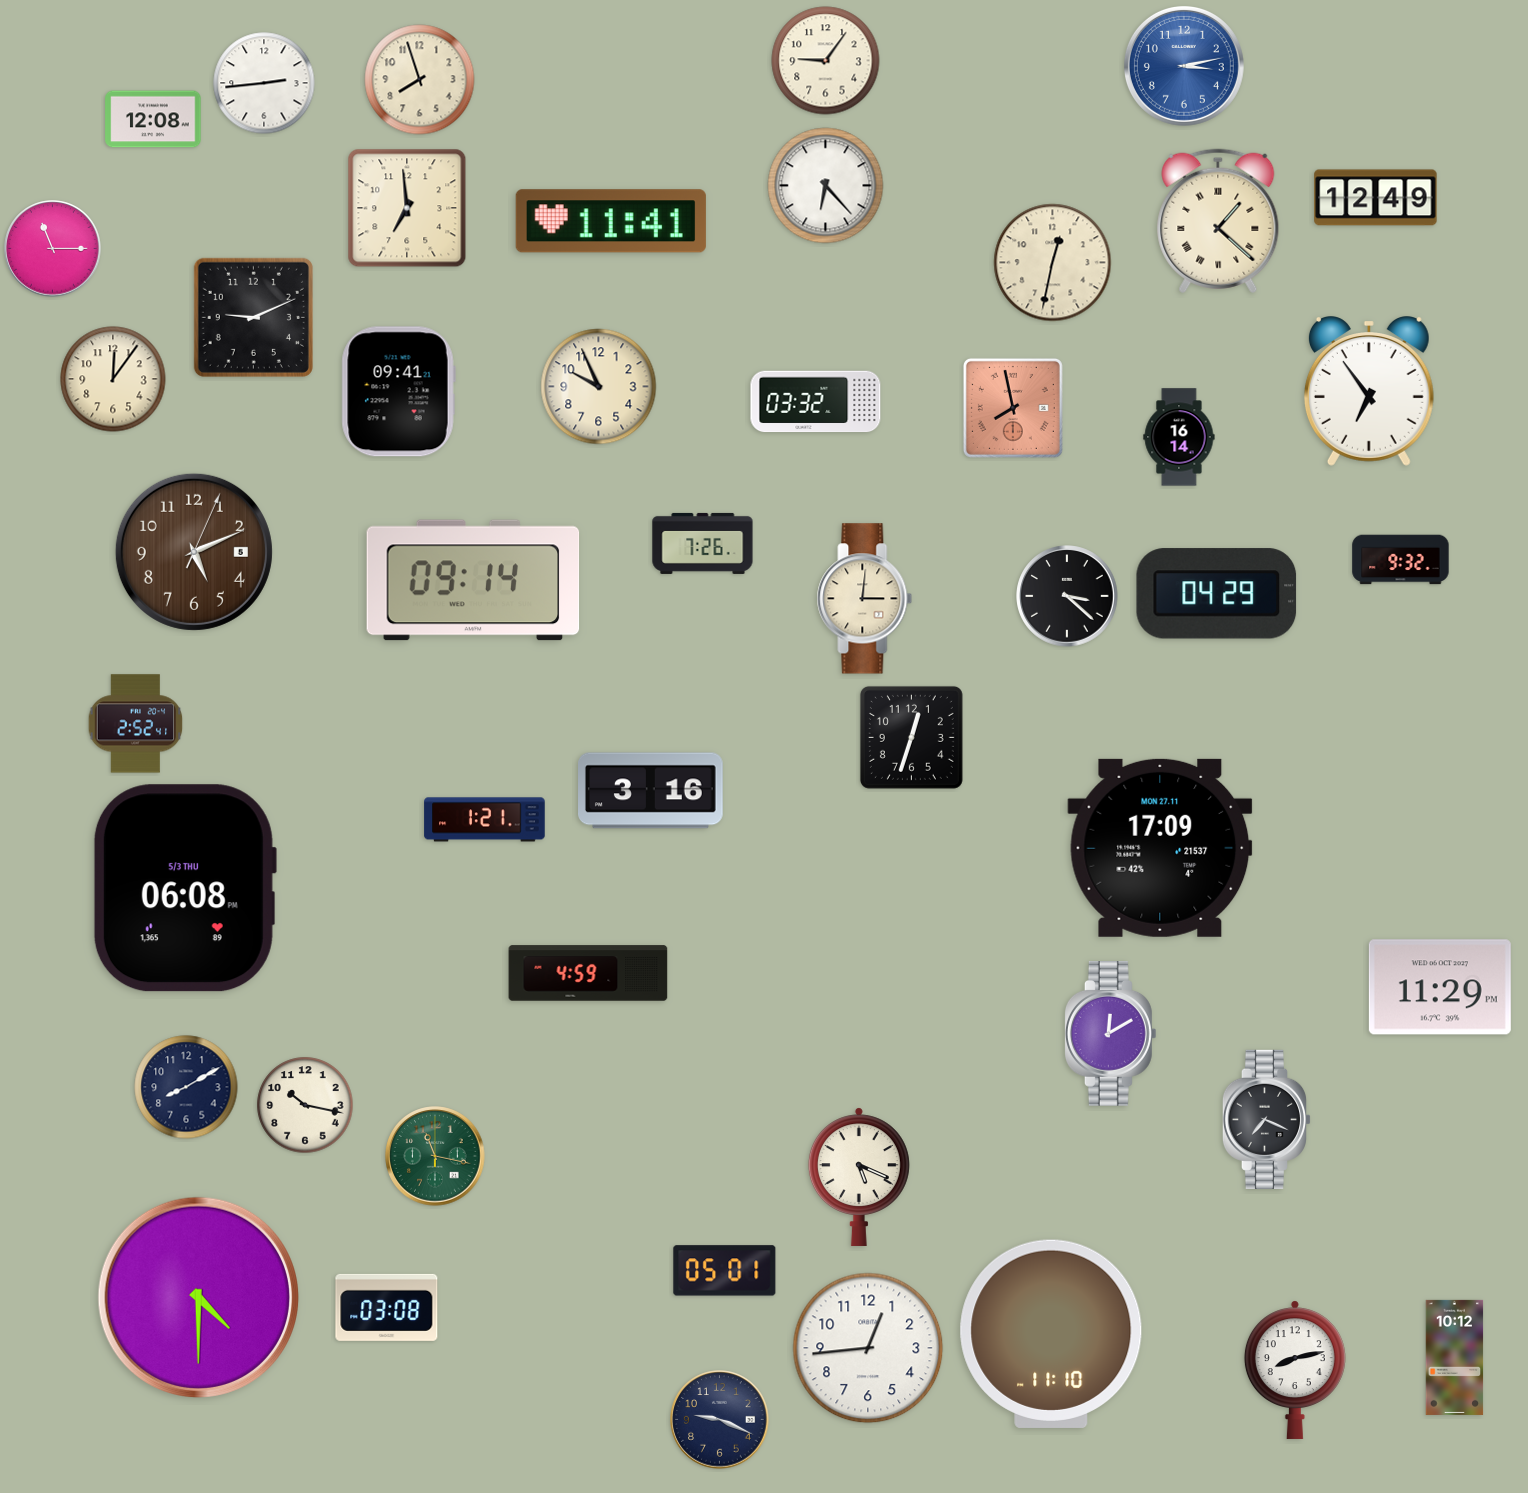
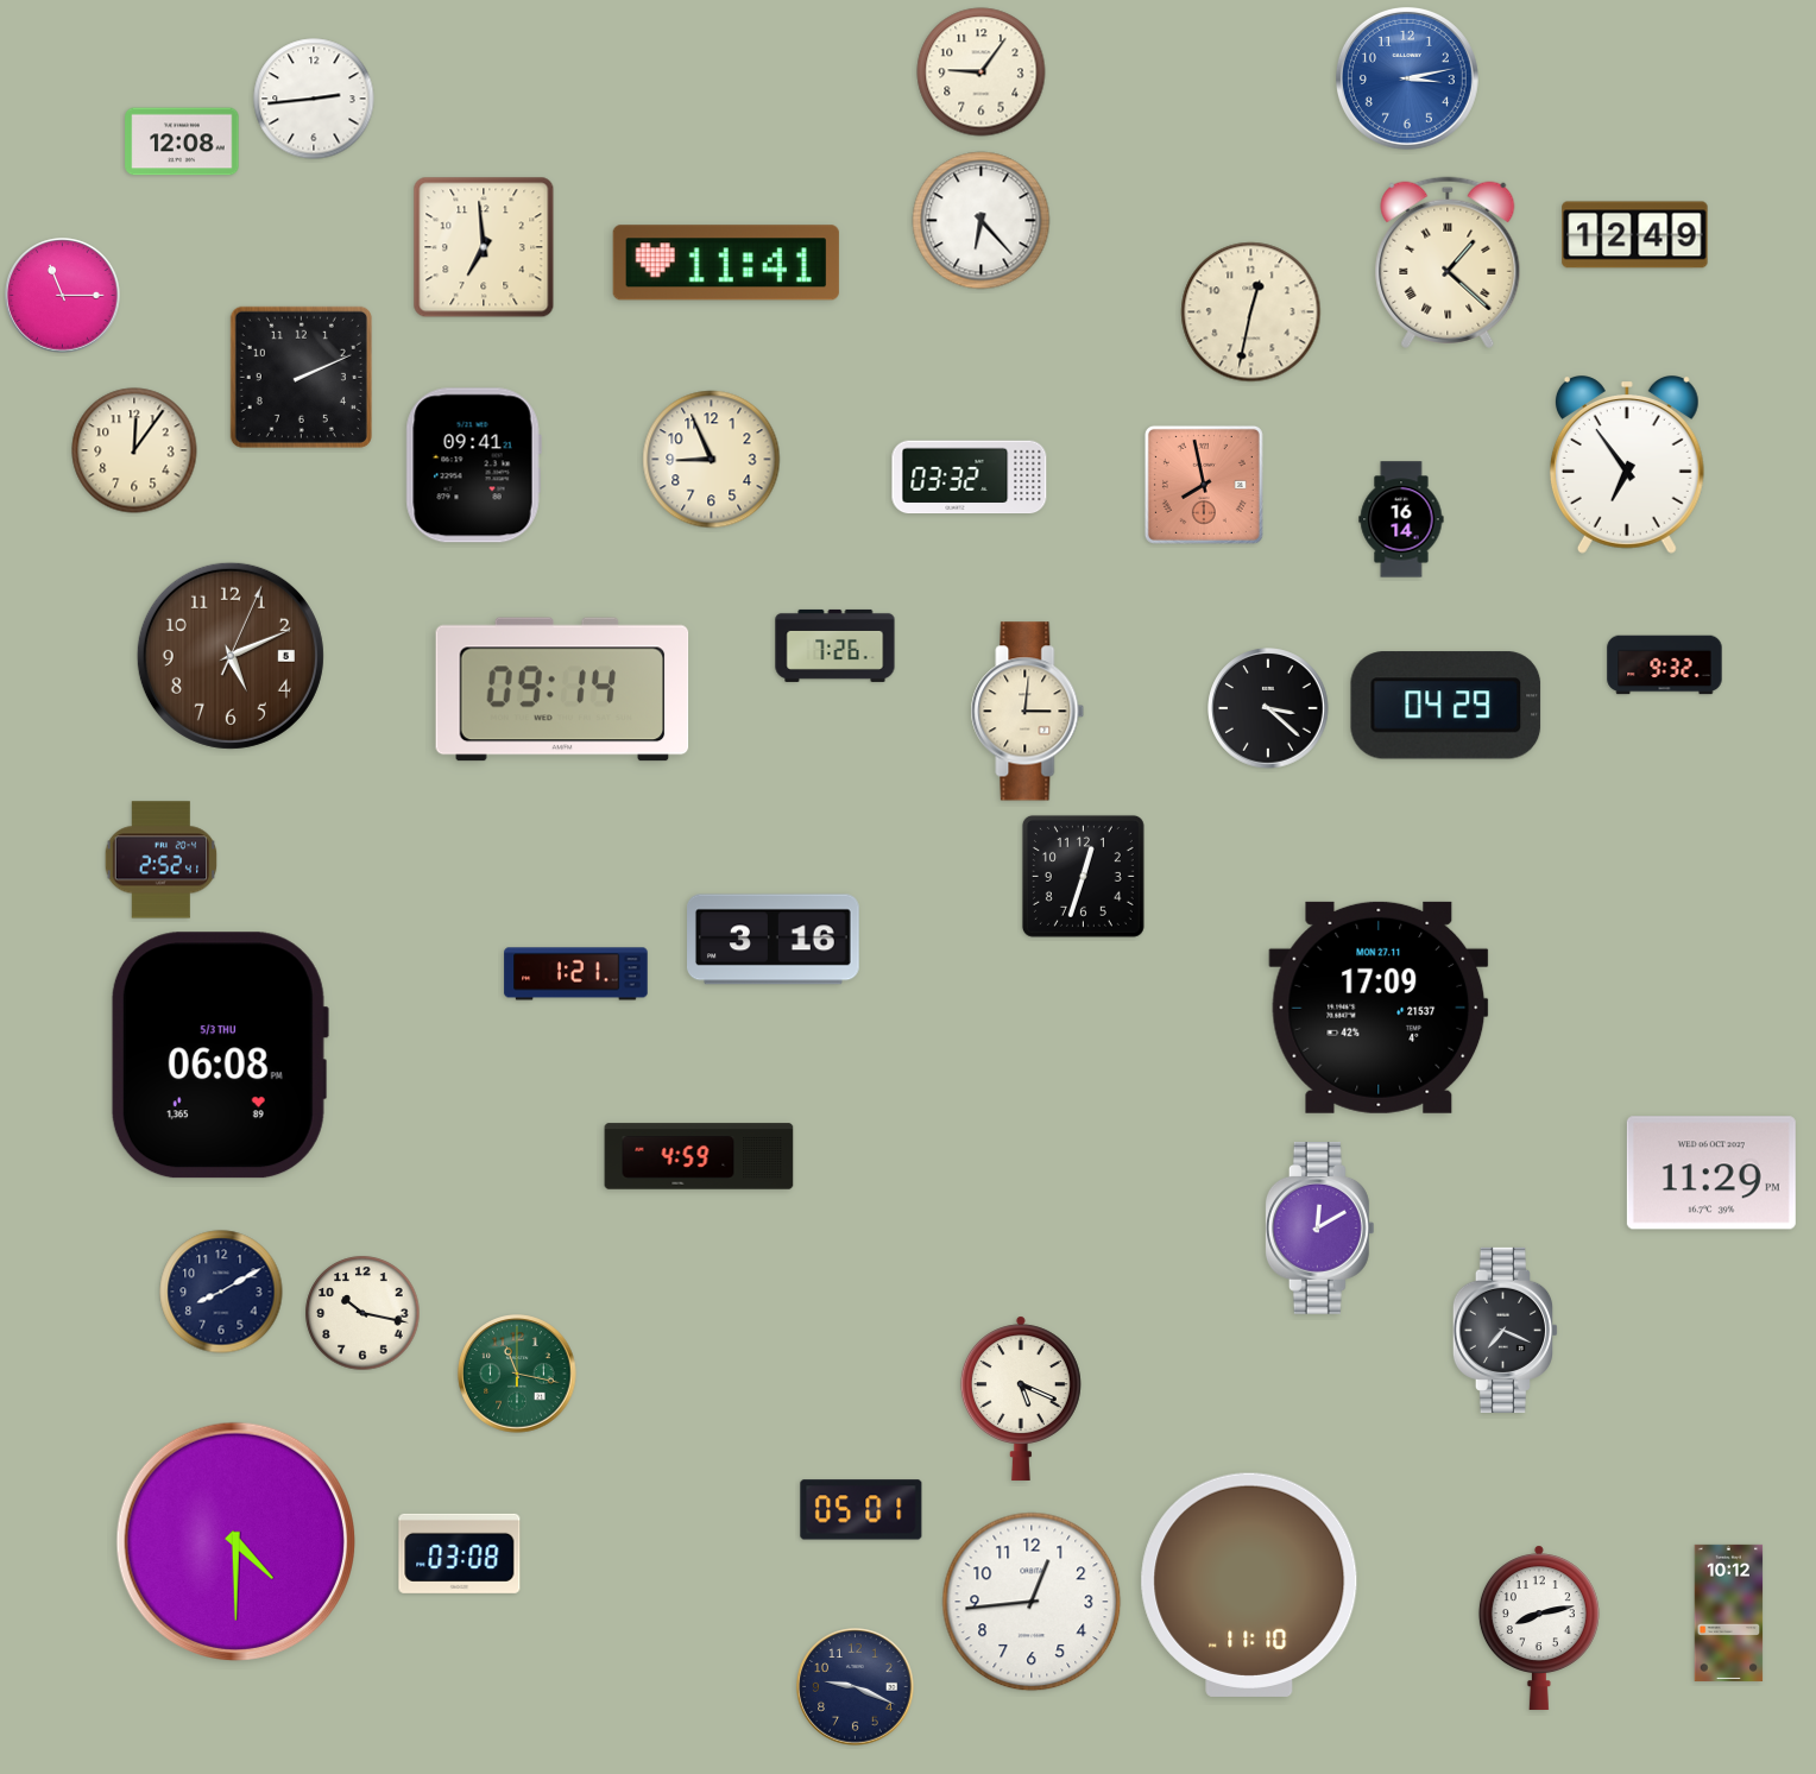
clock at (420, 80): 7:57 -> none
clock at (253, 317): 9:11 -> 2:11
clock at (599, 387): 9:56 -> 8:56
